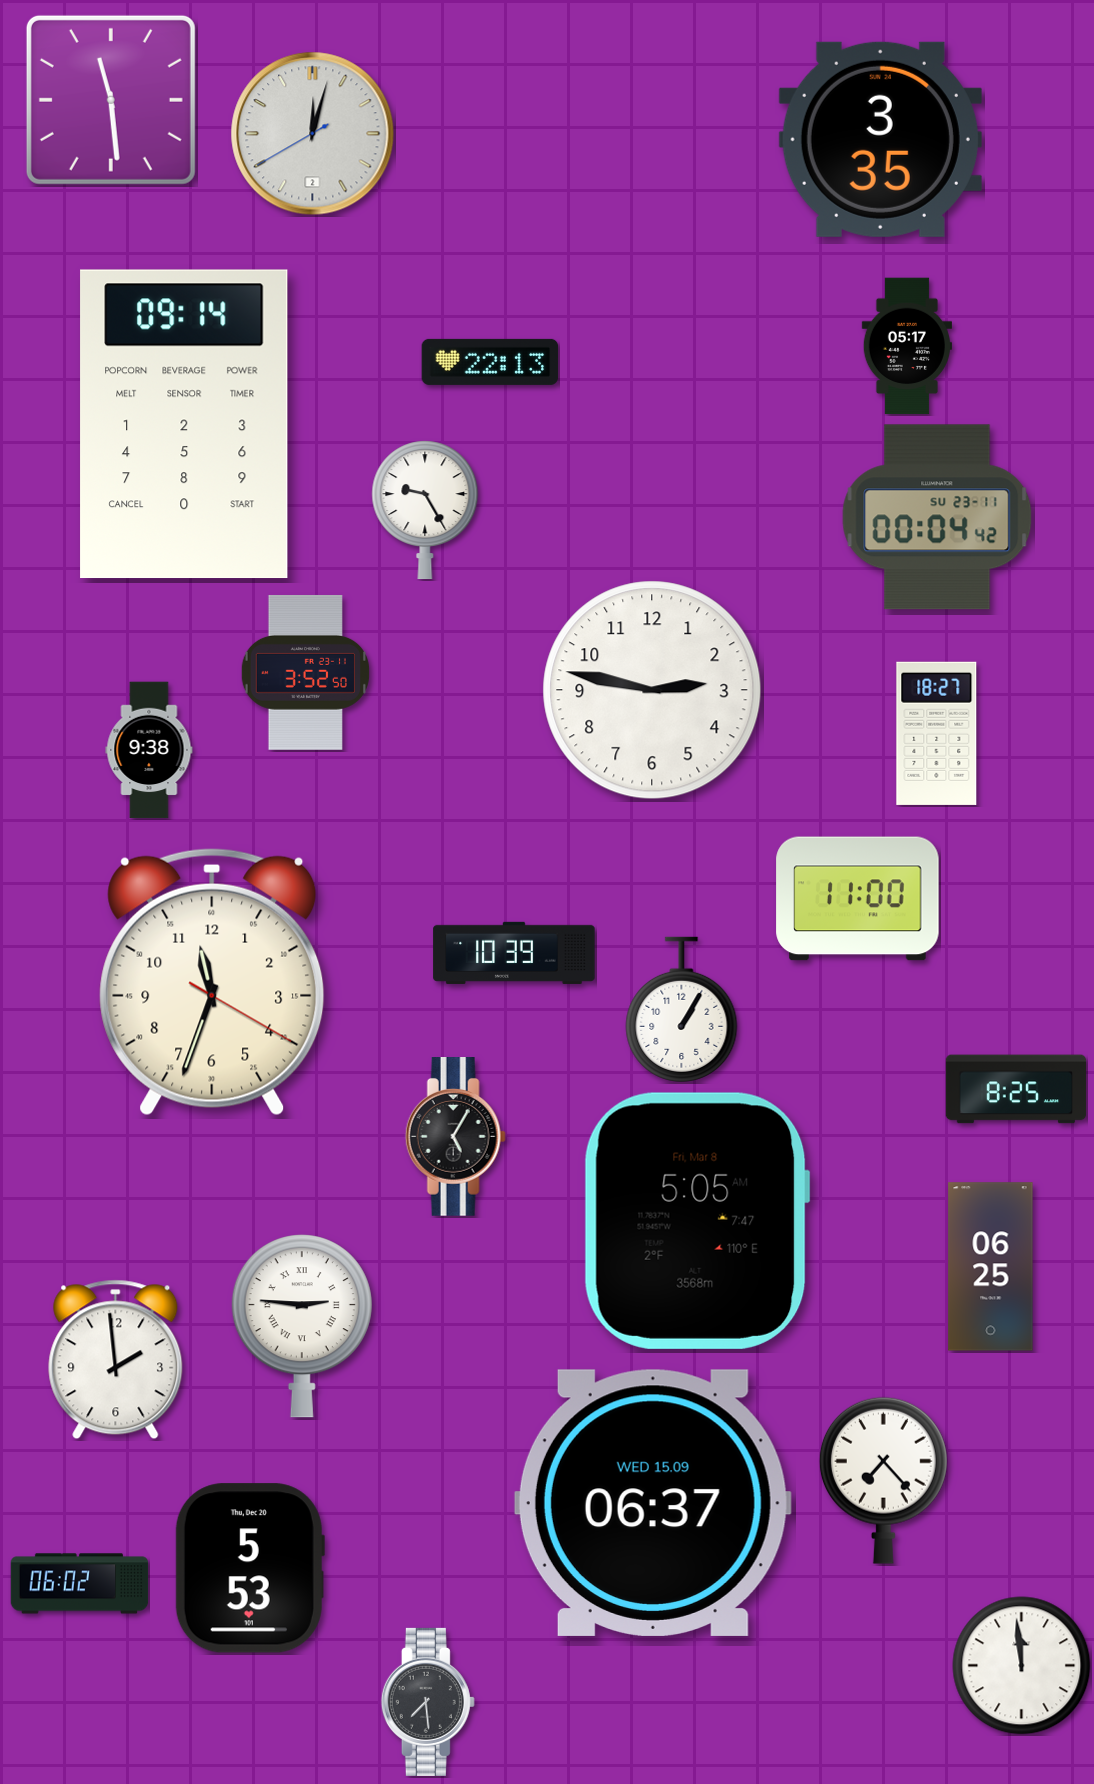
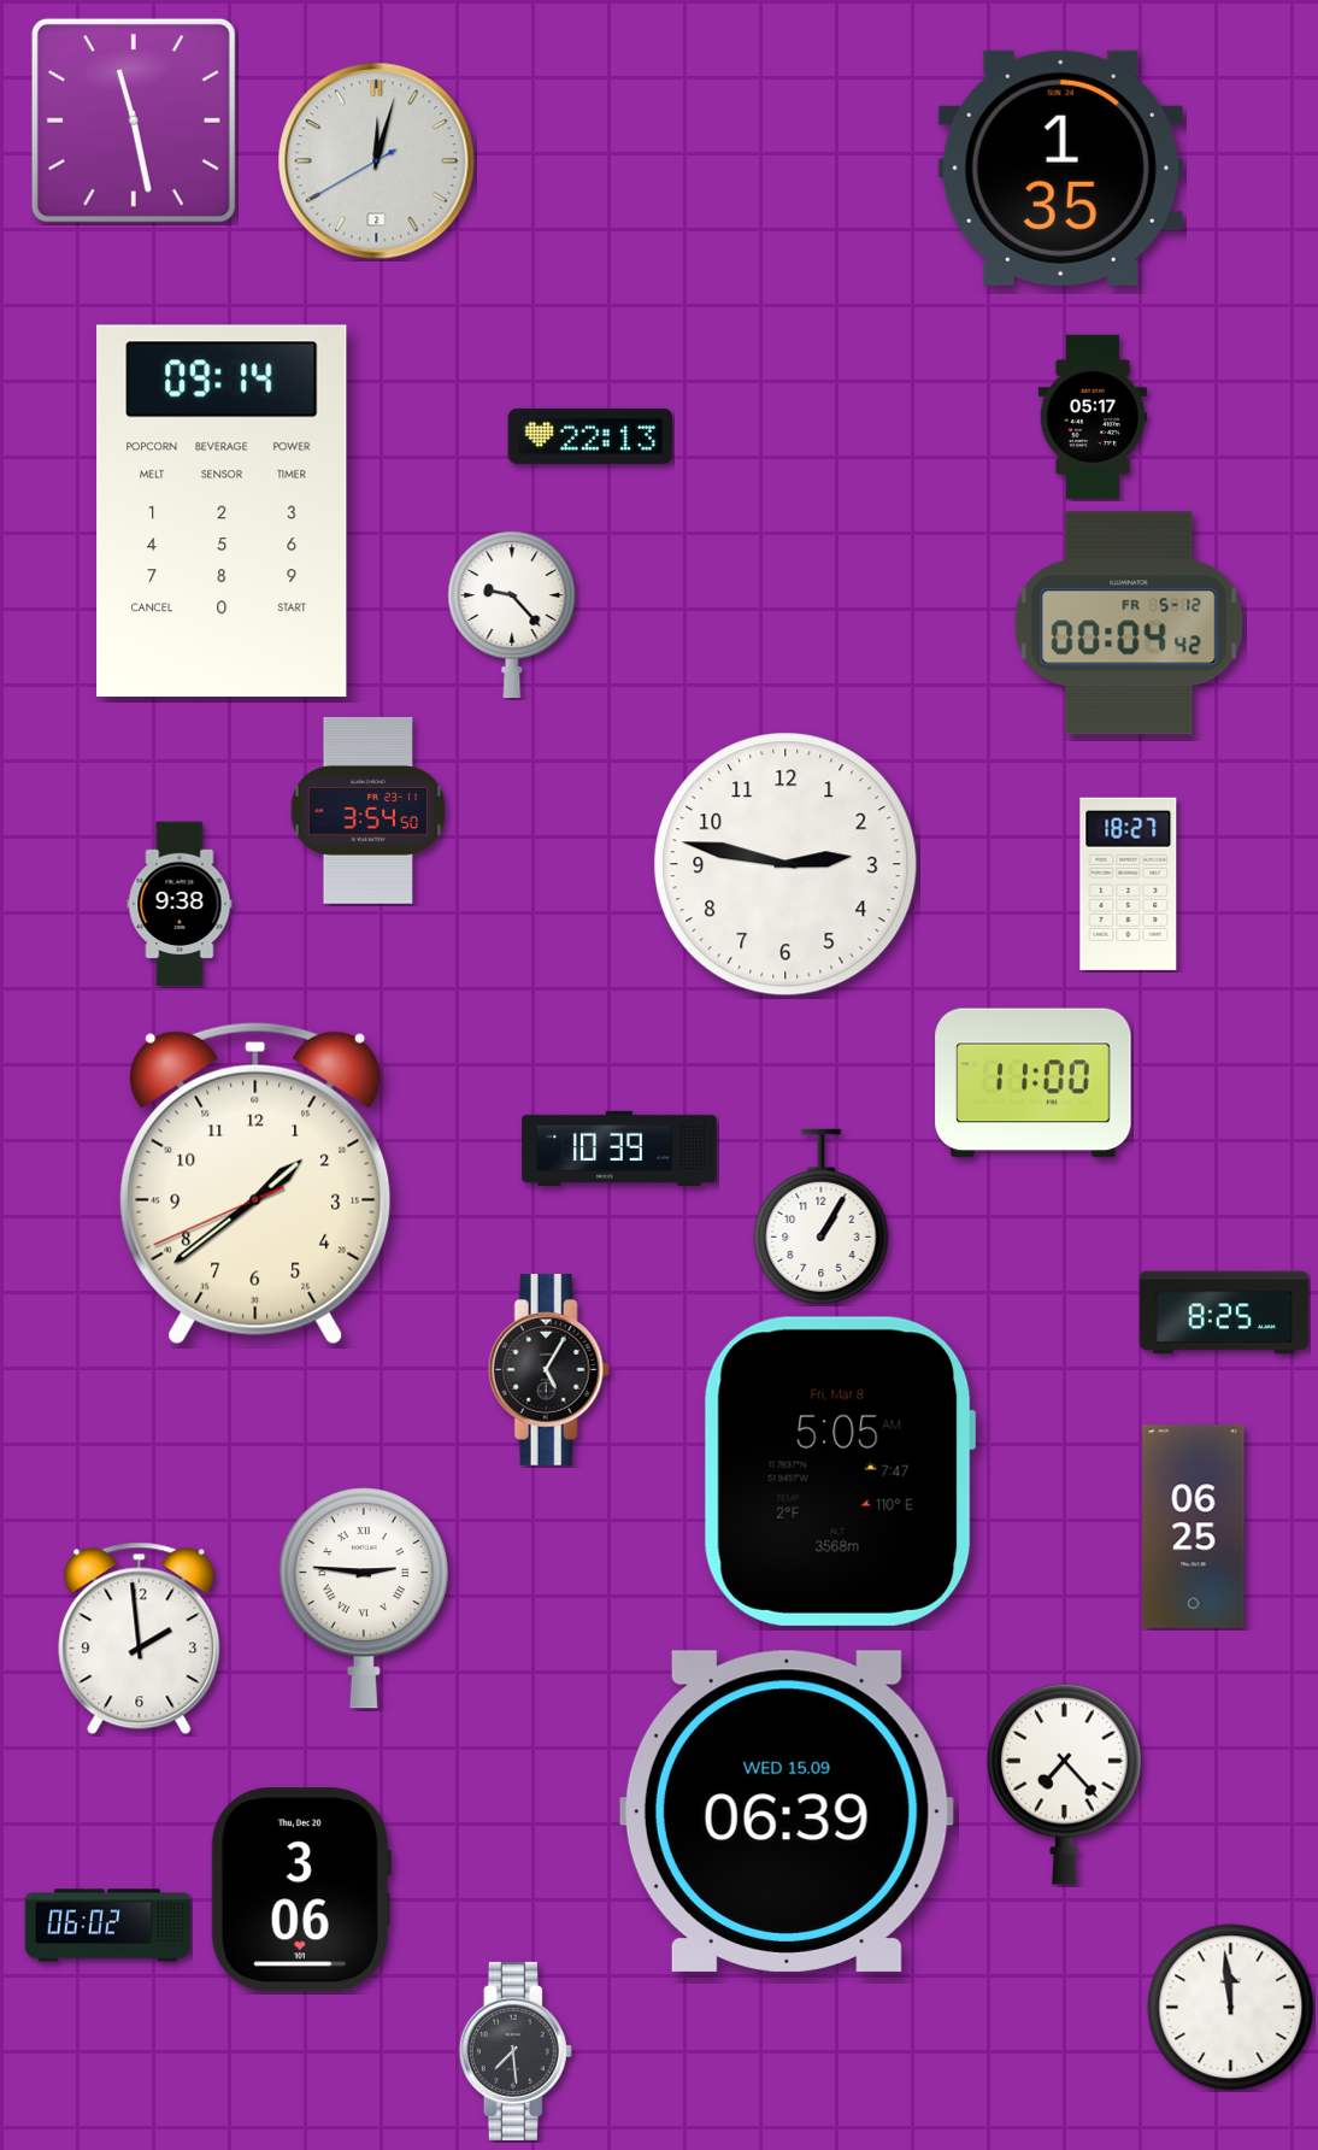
clock at (111, 100): 11:29 -> 11:28
clock at (880, 139): 3:35 -> 1:35
clock at (425, 510): 9:25 -> 9:23
clock at (937, 517) date: SU 23-11 -> FR 5-12
clock at (305, 672): 3:52 -> 3:54
clock at (652, 690) position: (652, 690) -> (785, 864)
clock at (212, 982): 11:33 -> 1:38
clock at (653, 1503): 06:37 -> 06:39
clock at (250, 1568): 5:53 -> 3:06
clock at (80, 1584) position: (80, 1584) -> (108, 1926)
